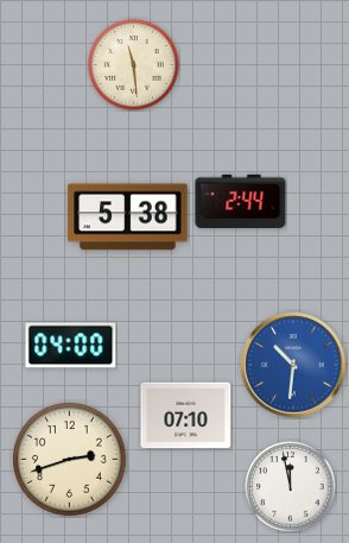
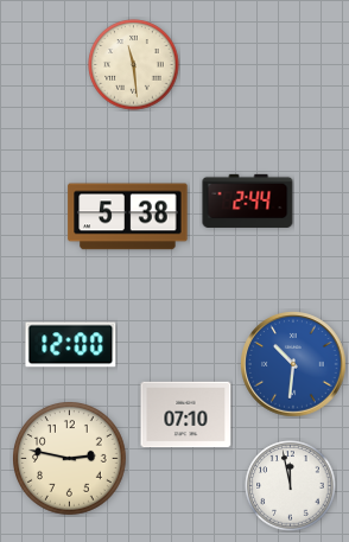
clock at (241, 201) position: (241, 201) -> (248, 200)
clock at (71, 346): 04:00 -> 12:00
clock at (70, 460): 2:42 -> 2:47
